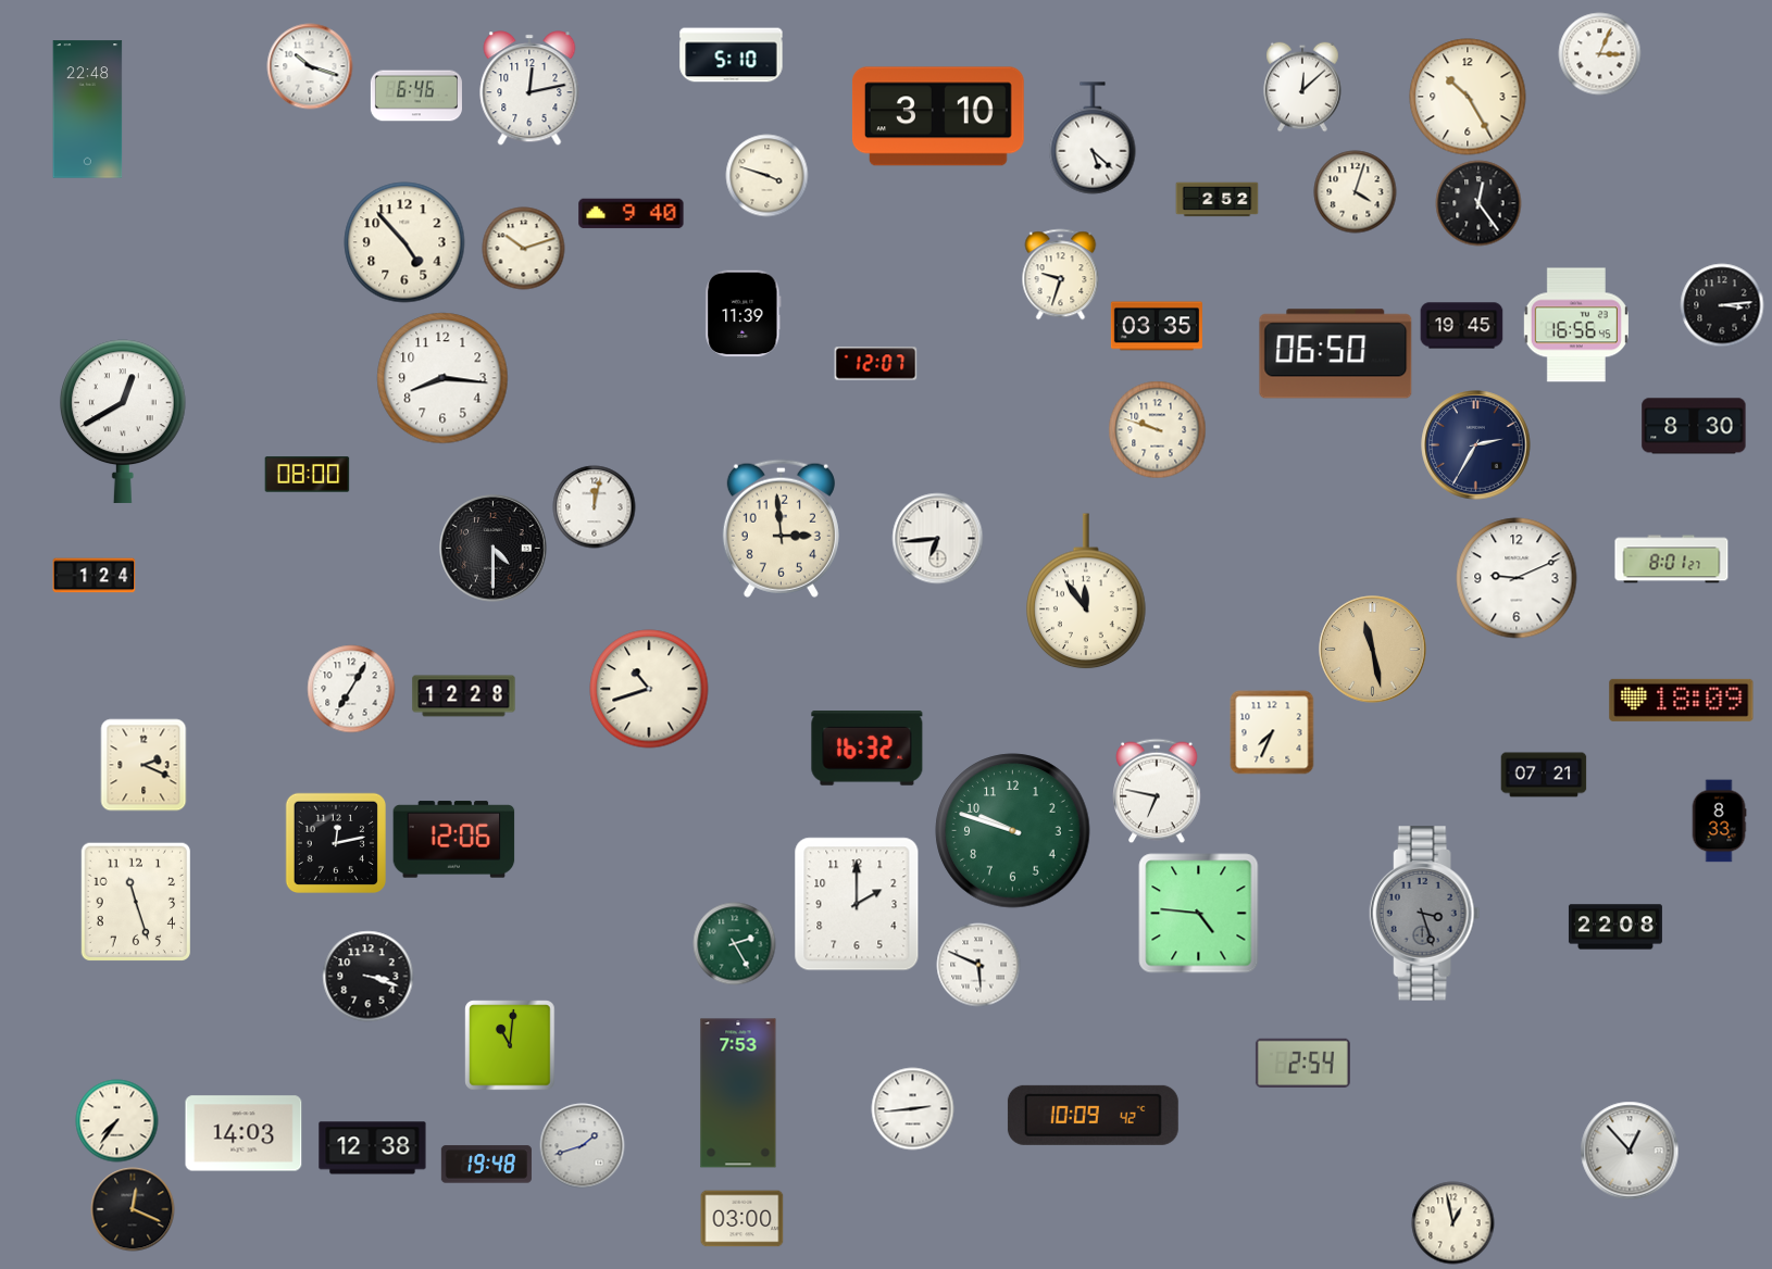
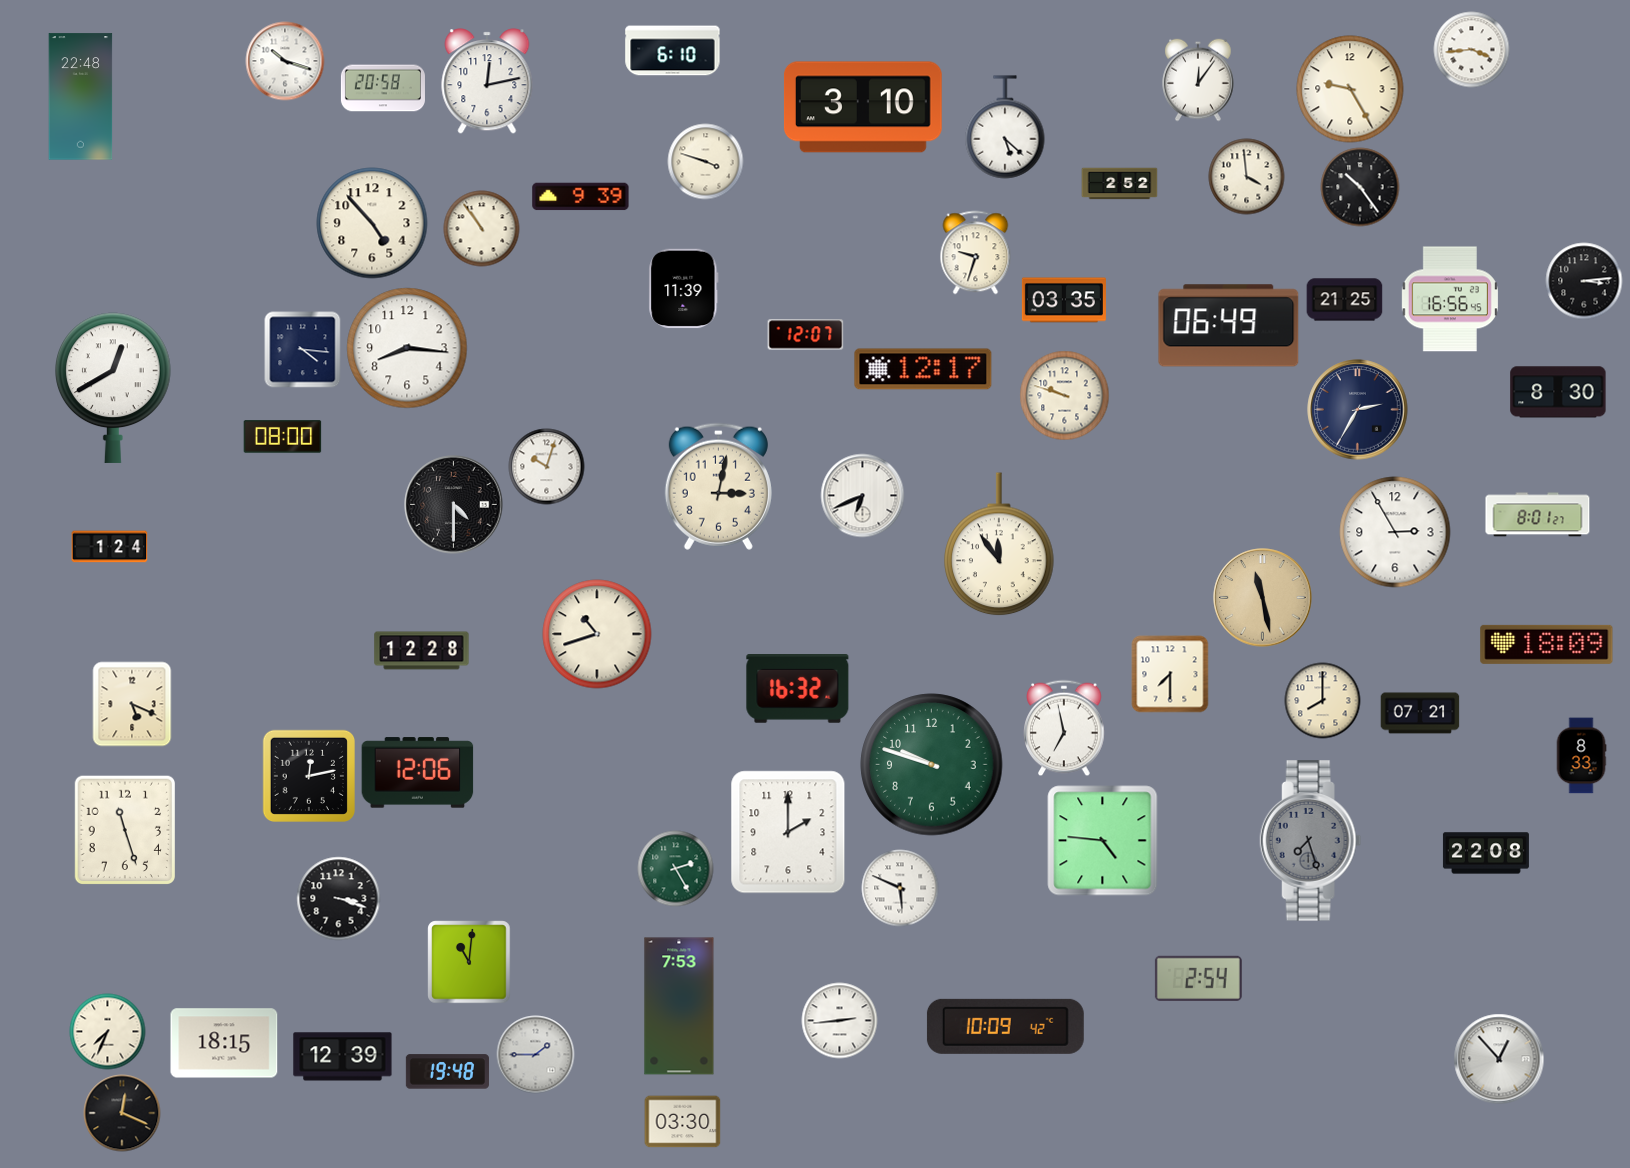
clock at (1600, 54): 3:04 -> 3:44
clock at (732, 55): 5:10 -> 6:10
clock at (1302, 87): 12:08 -> 12:06
clock at (416, 96): 6:46 -> 20:58
clock at (1468, 97): 10:25 -> 9:25
clock at (88, 110) position: (88, 110) -> (81, 97)
clock at (1356, 192): 4:03 -> 3:59
clock at (1478, 203): 12:24 -> 10:24
clock at (632, 214): 9:40 -> 9:39
clock at (524, 249): 10:12 -> 10:54
clock at (1462, 326): 19:45 -> 21:25
clock at (1336, 354): 06:50 -> 06:49
clock at (303, 350): none -> 4:16
clock at (923, 369): none -> 12:17
clock at (595, 507): 12:02 -> 10:03
clock at (781, 528): 2:59 -> 3:02
clock at (938, 539): 6:44 -> 6:41
clock at (95, 576) position: (95, 576) -> (110, 547)
clock at (1517, 578): 9:11 -> 2:55
clock at (351, 689): 7:05 -> none
clock at (464, 696) position: (464, 696) -> (422, 651)
clock at (1272, 732): 7:34 -> 7:30
clock at (1323, 701): none -> 8:00
clock at (143, 765): 2:19 -> 5:19
clock at (1157, 791): 6:47 -> 6:58
clock at (1425, 914): 3:27 -> 7:27
clock at (117, 1121): 7:36 -> 7:34
clock at (244, 1133): 14:03 -> 18:15
clock at (583, 1146): 1:42 -> 1:45
clock at (373, 1148): 12:38 -> 12:39
clock at (743, 1219): 03:00 -> 03:30
clock at (1453, 1223): 12:58 -> none
